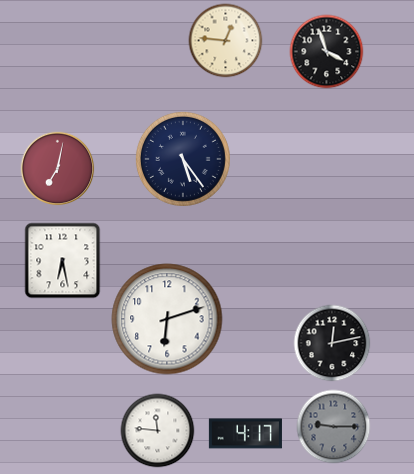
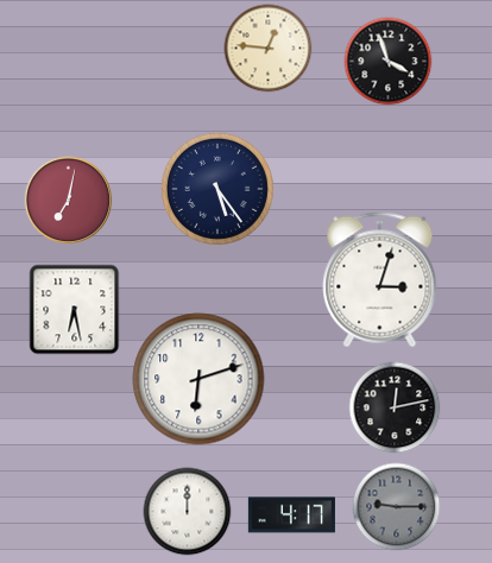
clock at (380, 280): none -> 3:03
clock at (158, 431): 11:46 -> 12:00
